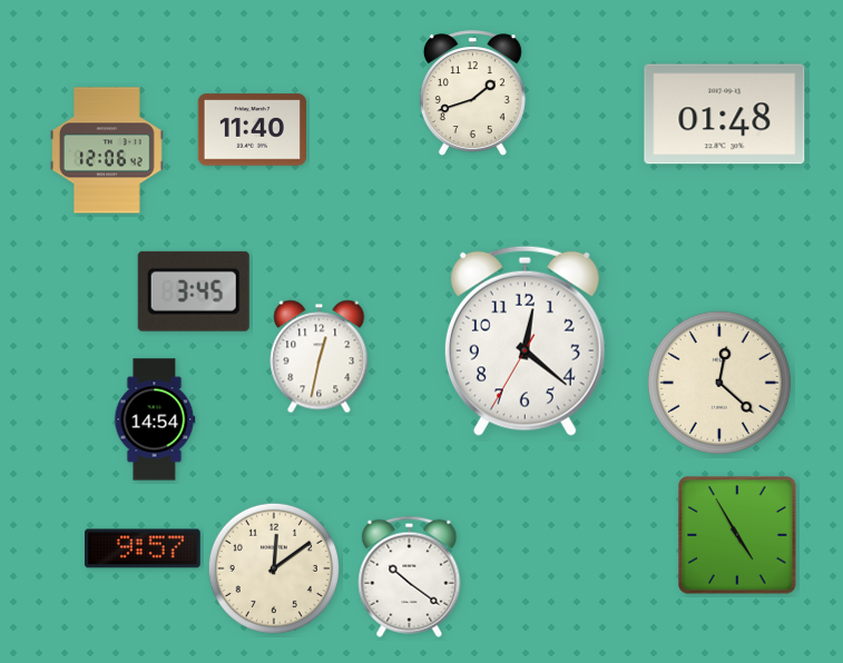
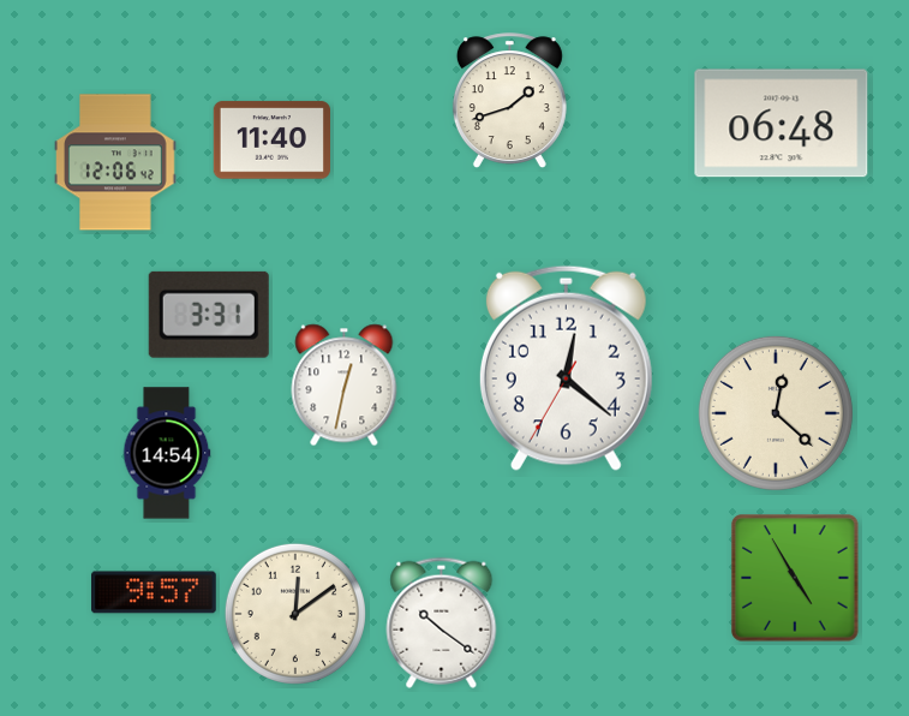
clock at (725, 115): 01:48 -> 06:48
clock at (194, 291): 3:45 -> 3:31
